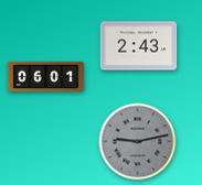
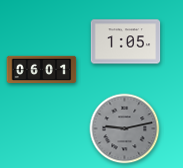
clock at (139, 46): 2:43 -> 1:05
